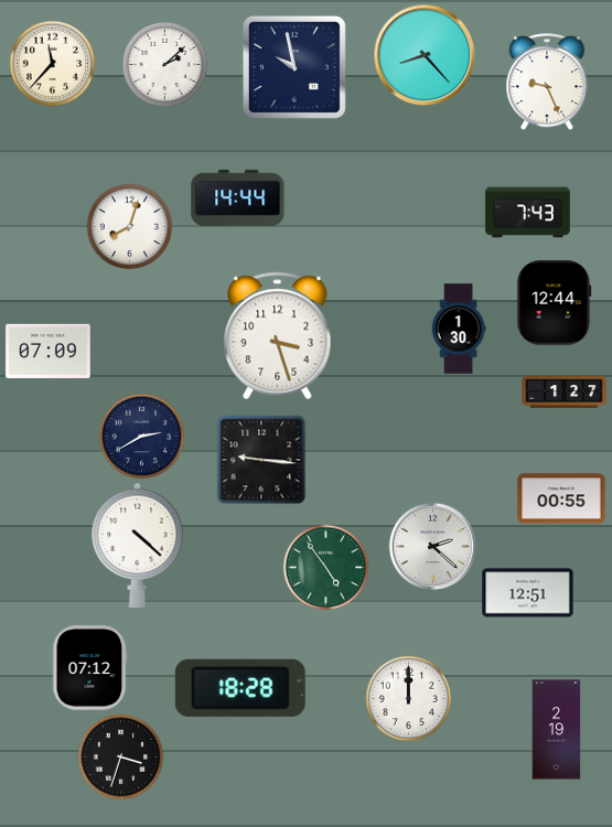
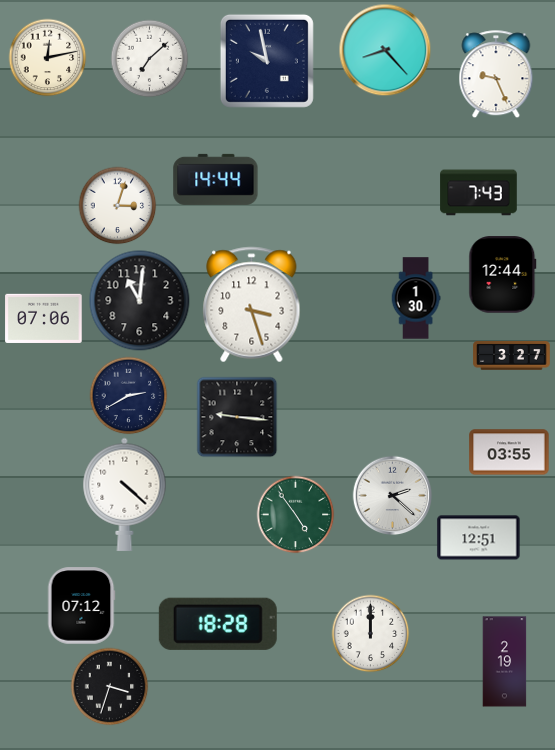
clock at (52, 63): 11:37 -> 12:13
clock at (164, 64): 2:08 -> 7:08
clock at (129, 226): 8:03 -> 3:03
clock at (140, 301): none -> 11:01
clock at (49, 351): 07:09 -> 07:06
clock at (565, 393): 1:27 -> 3:27
clock at (561, 498): 00:55 -> 03:55
